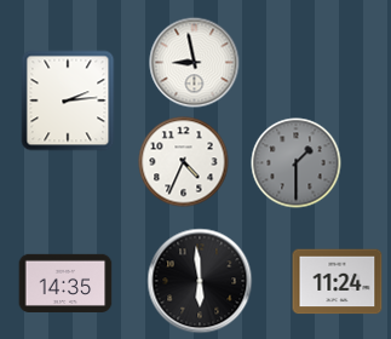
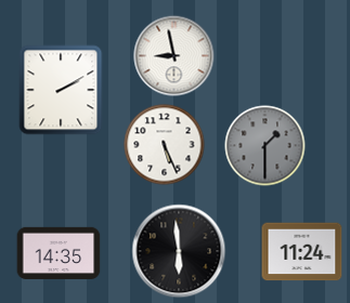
clock at (68, 100): 2:14 -> 2:10
clock at (184, 162): 4:34 -> 5:26
